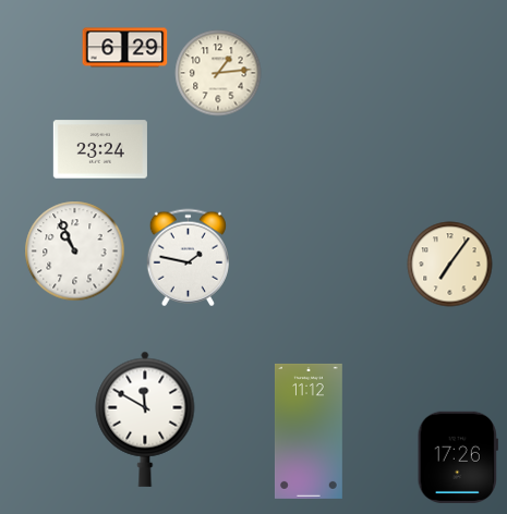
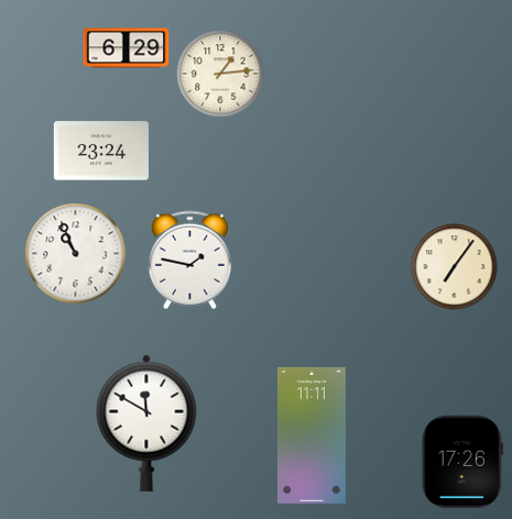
clock at (309, 431): 11:12 -> 11:11
